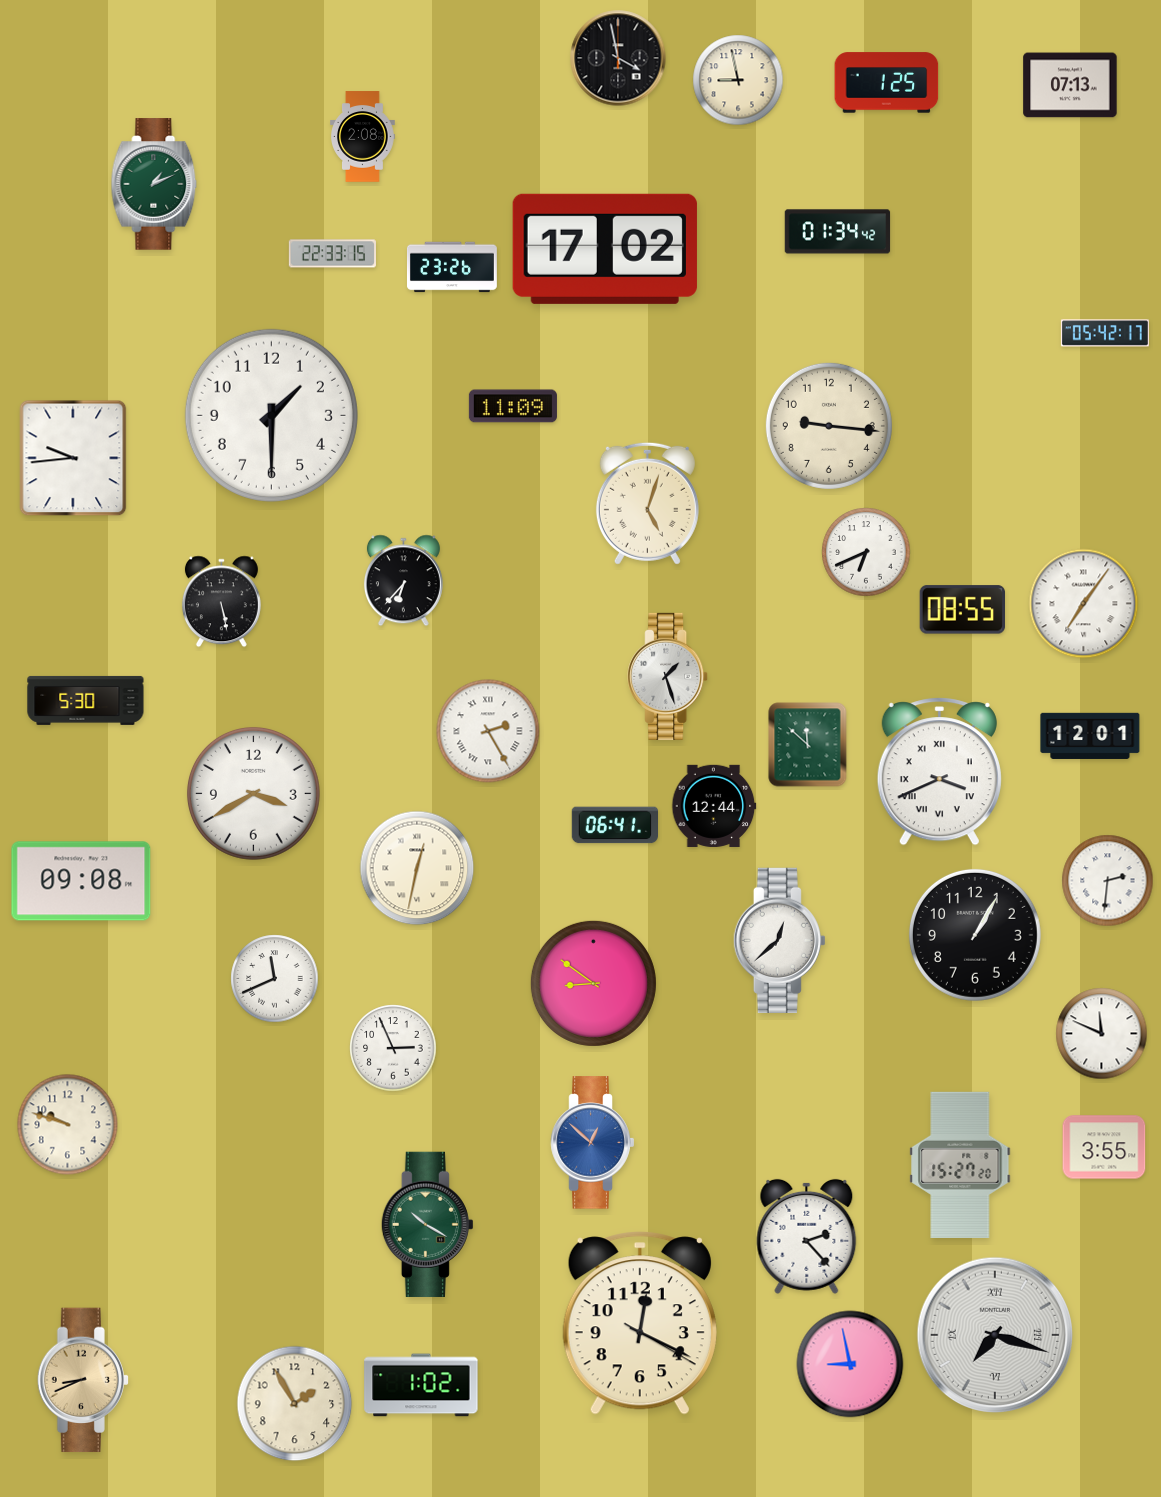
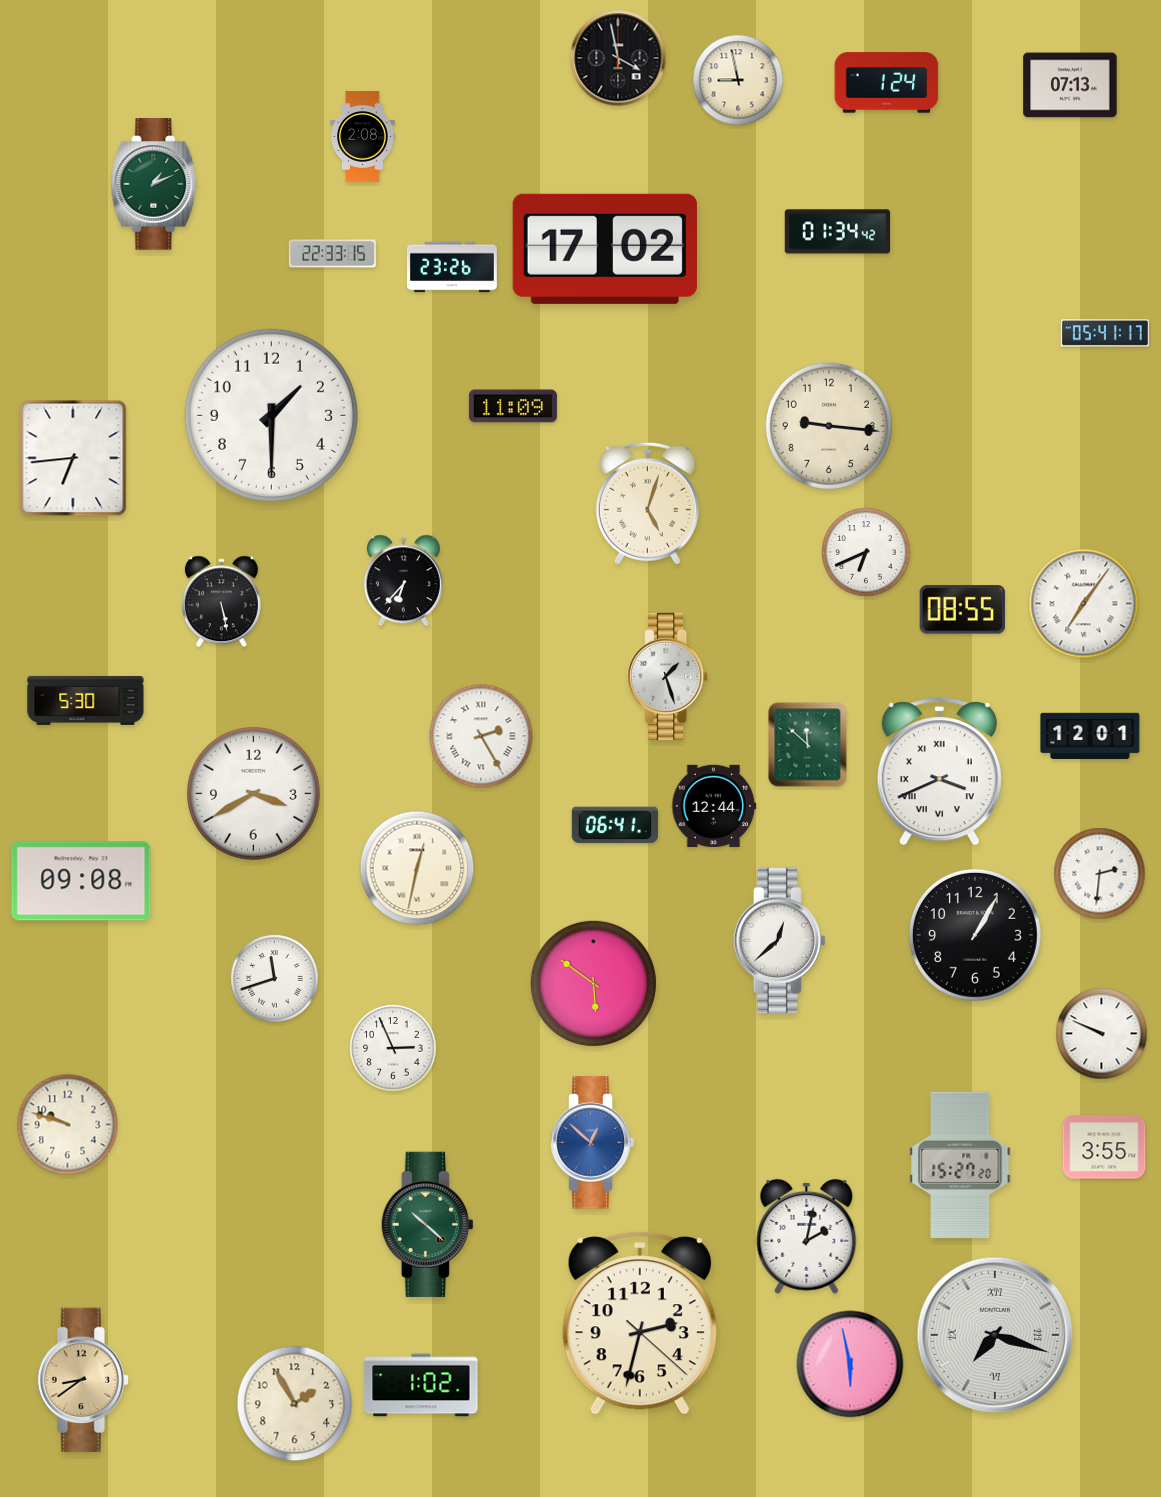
clock at (887, 83): 1:25 -> 1:24
clock at (1105, 333): 05:42 -> 05:41
clock at (73, 458): 9:44 -> 6:44
clock at (488, 731) position: (488, 731) -> (481, 736)
clock at (1108, 881) position: (1108, 881) -> (1100, 874)
clock at (275, 979): 11:41 -> 11:42
clock at (593, 983): 8:51 -> 5:51
clock at (1102, 1034): 11:49 -> 9:49
clock at (427, 1224): 10:20 -> 10:22
clock at (807, 1236): 2:23 -> 2:02
clock at (640, 1323): 12:19 -> 2:32
clock at (850, 1364): 8:58 -> 5:58
clock at (82, 1380): 8:41 -> 8:39
